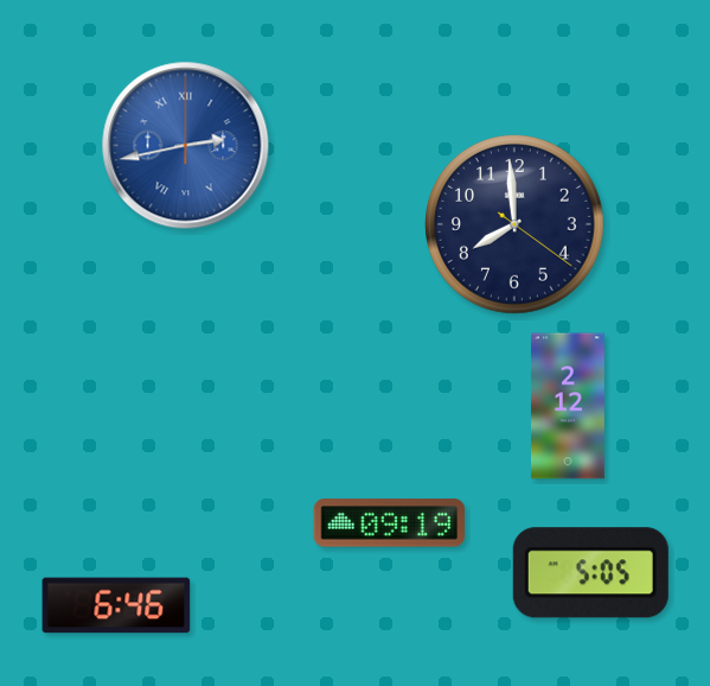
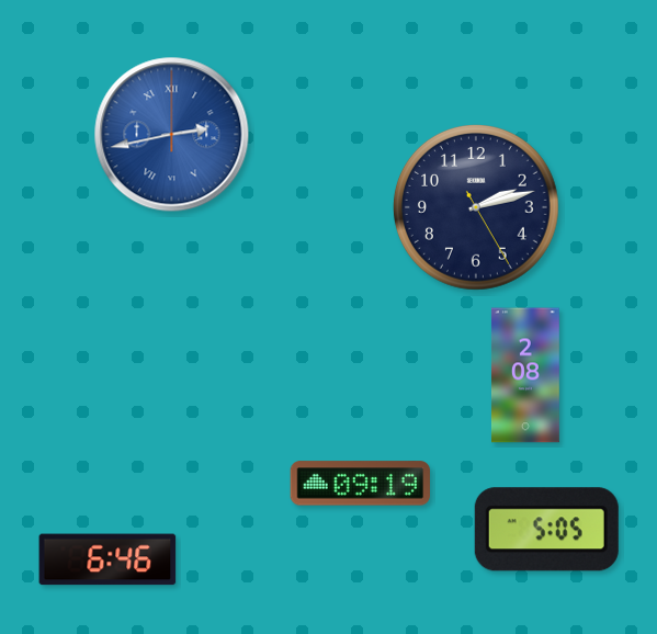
clock at (514, 224): 7:59 -> 2:12
clock at (568, 406): 2:12 -> 2:08
